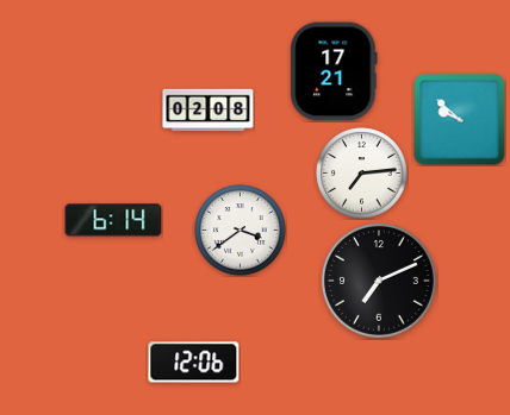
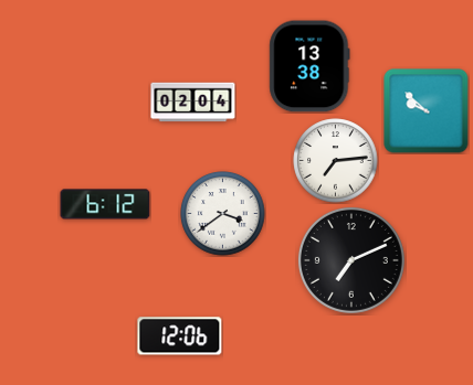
clock at (334, 71): 17:21 -> 13:38
clock at (209, 111): 02:08 -> 02:04
clock at (113, 220): 6:14 -> 6:12
